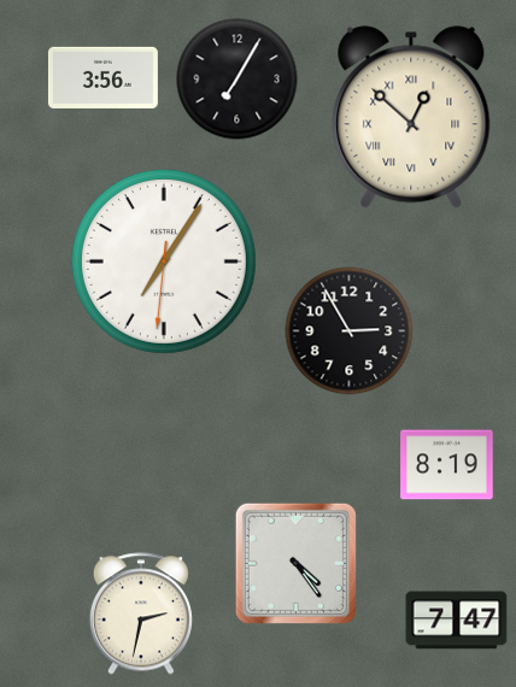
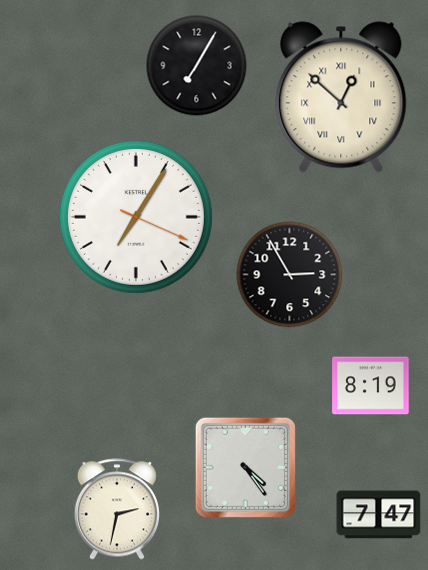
clock at (102, 77): 3:56 -> none
clock at (164, 262): 7:05:31 -> 7:05:19
